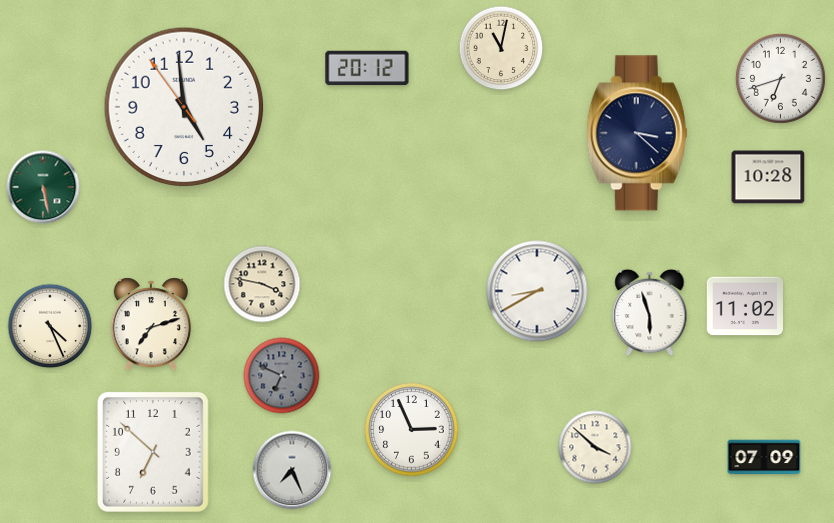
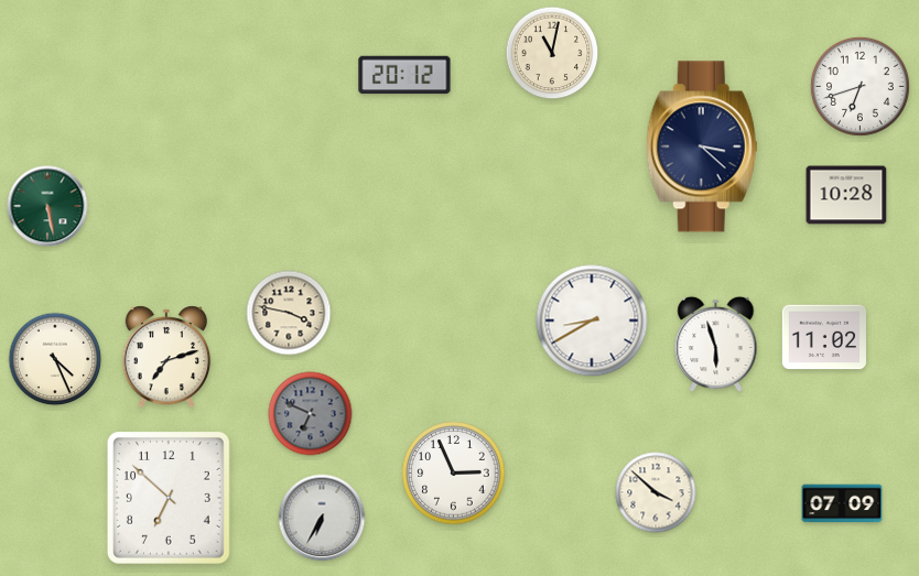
clock at (184, 107): 4:58 -> none
clock at (744, 306) position: (744, 306) -> (823, 337)
clock at (292, 470): 7:26 -> 6:35
